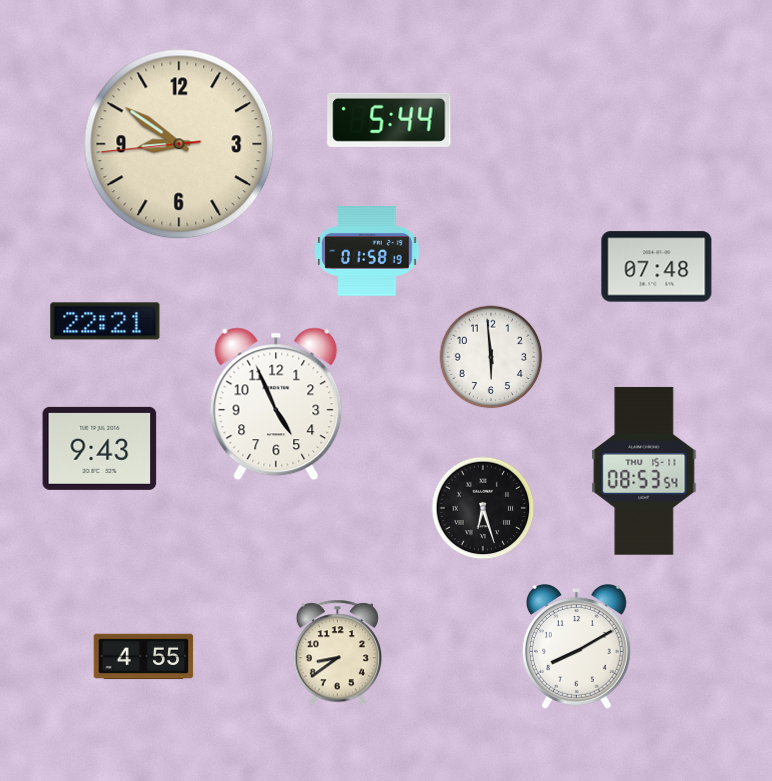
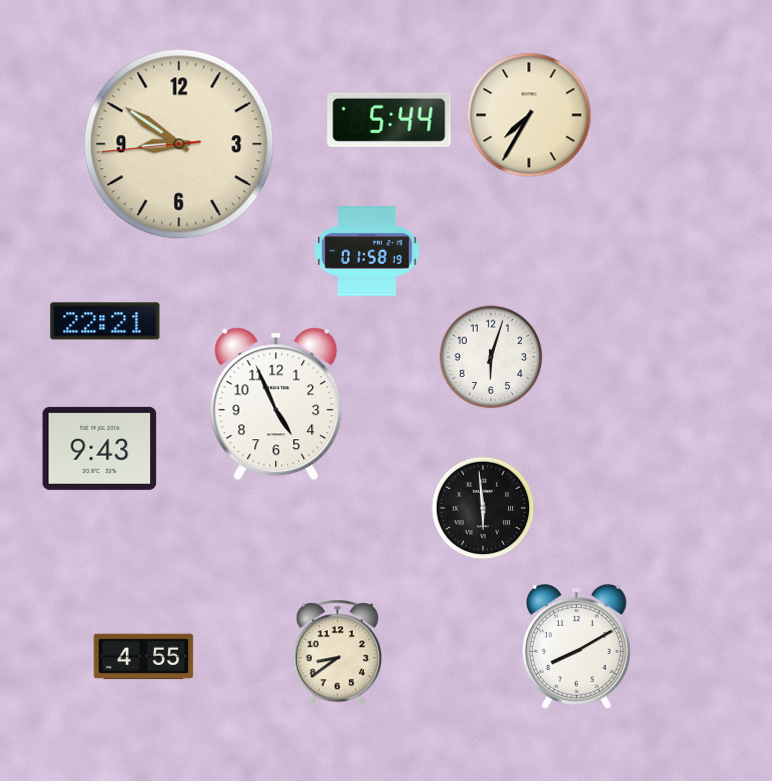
clock at (529, 115): none -> 7:35
clock at (657, 267): 07:48 -> none
clock at (491, 357): 5:59 -> 6:03
clock at (644, 471): 08:53 -> none
clock at (483, 508): 6:27 -> 5:59
